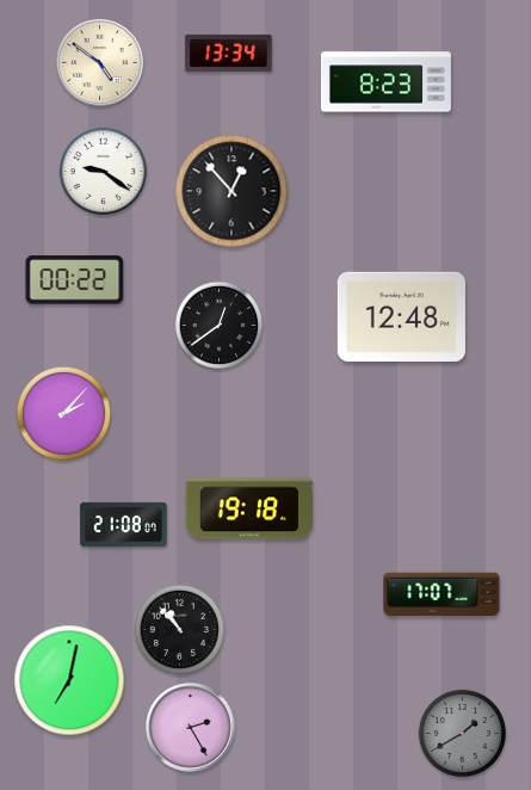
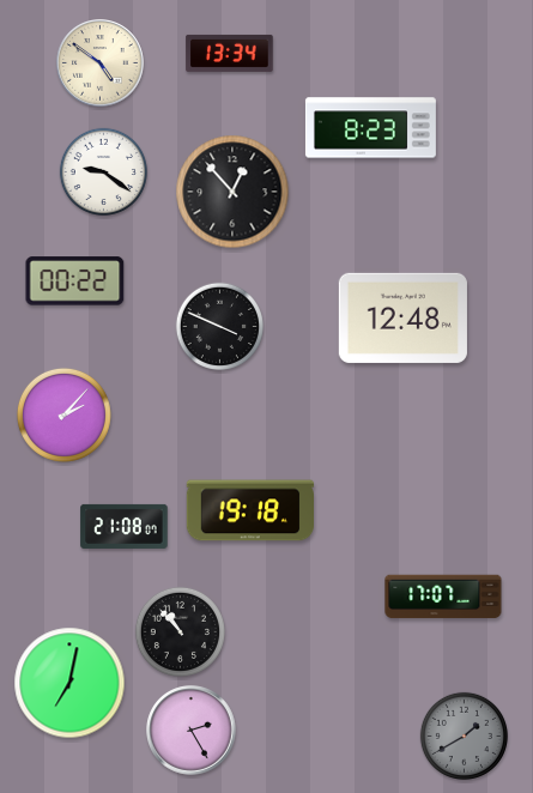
clock at (385, 82) position: (385, 82) -> (370, 128)
clock at (218, 325): 12:39 -> 3:49
